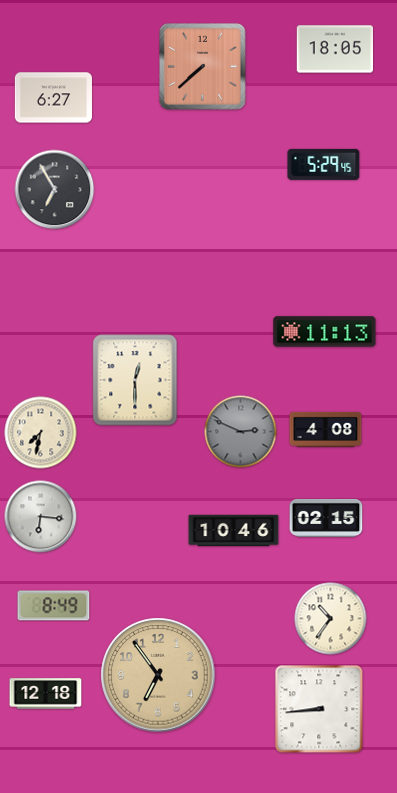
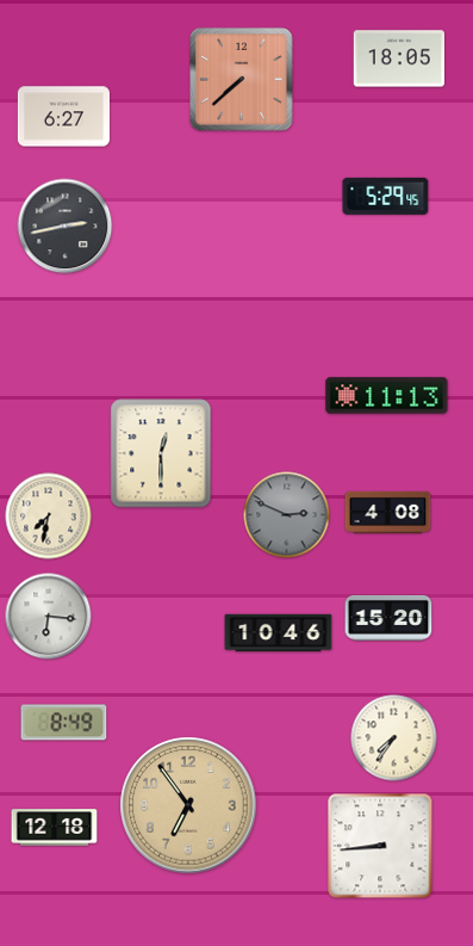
clock at (55, 190): 6:55 -> 2:43
clock at (326, 518): 02:15 -> 15:20
clock at (331, 619): 10:36 -> 7:36
